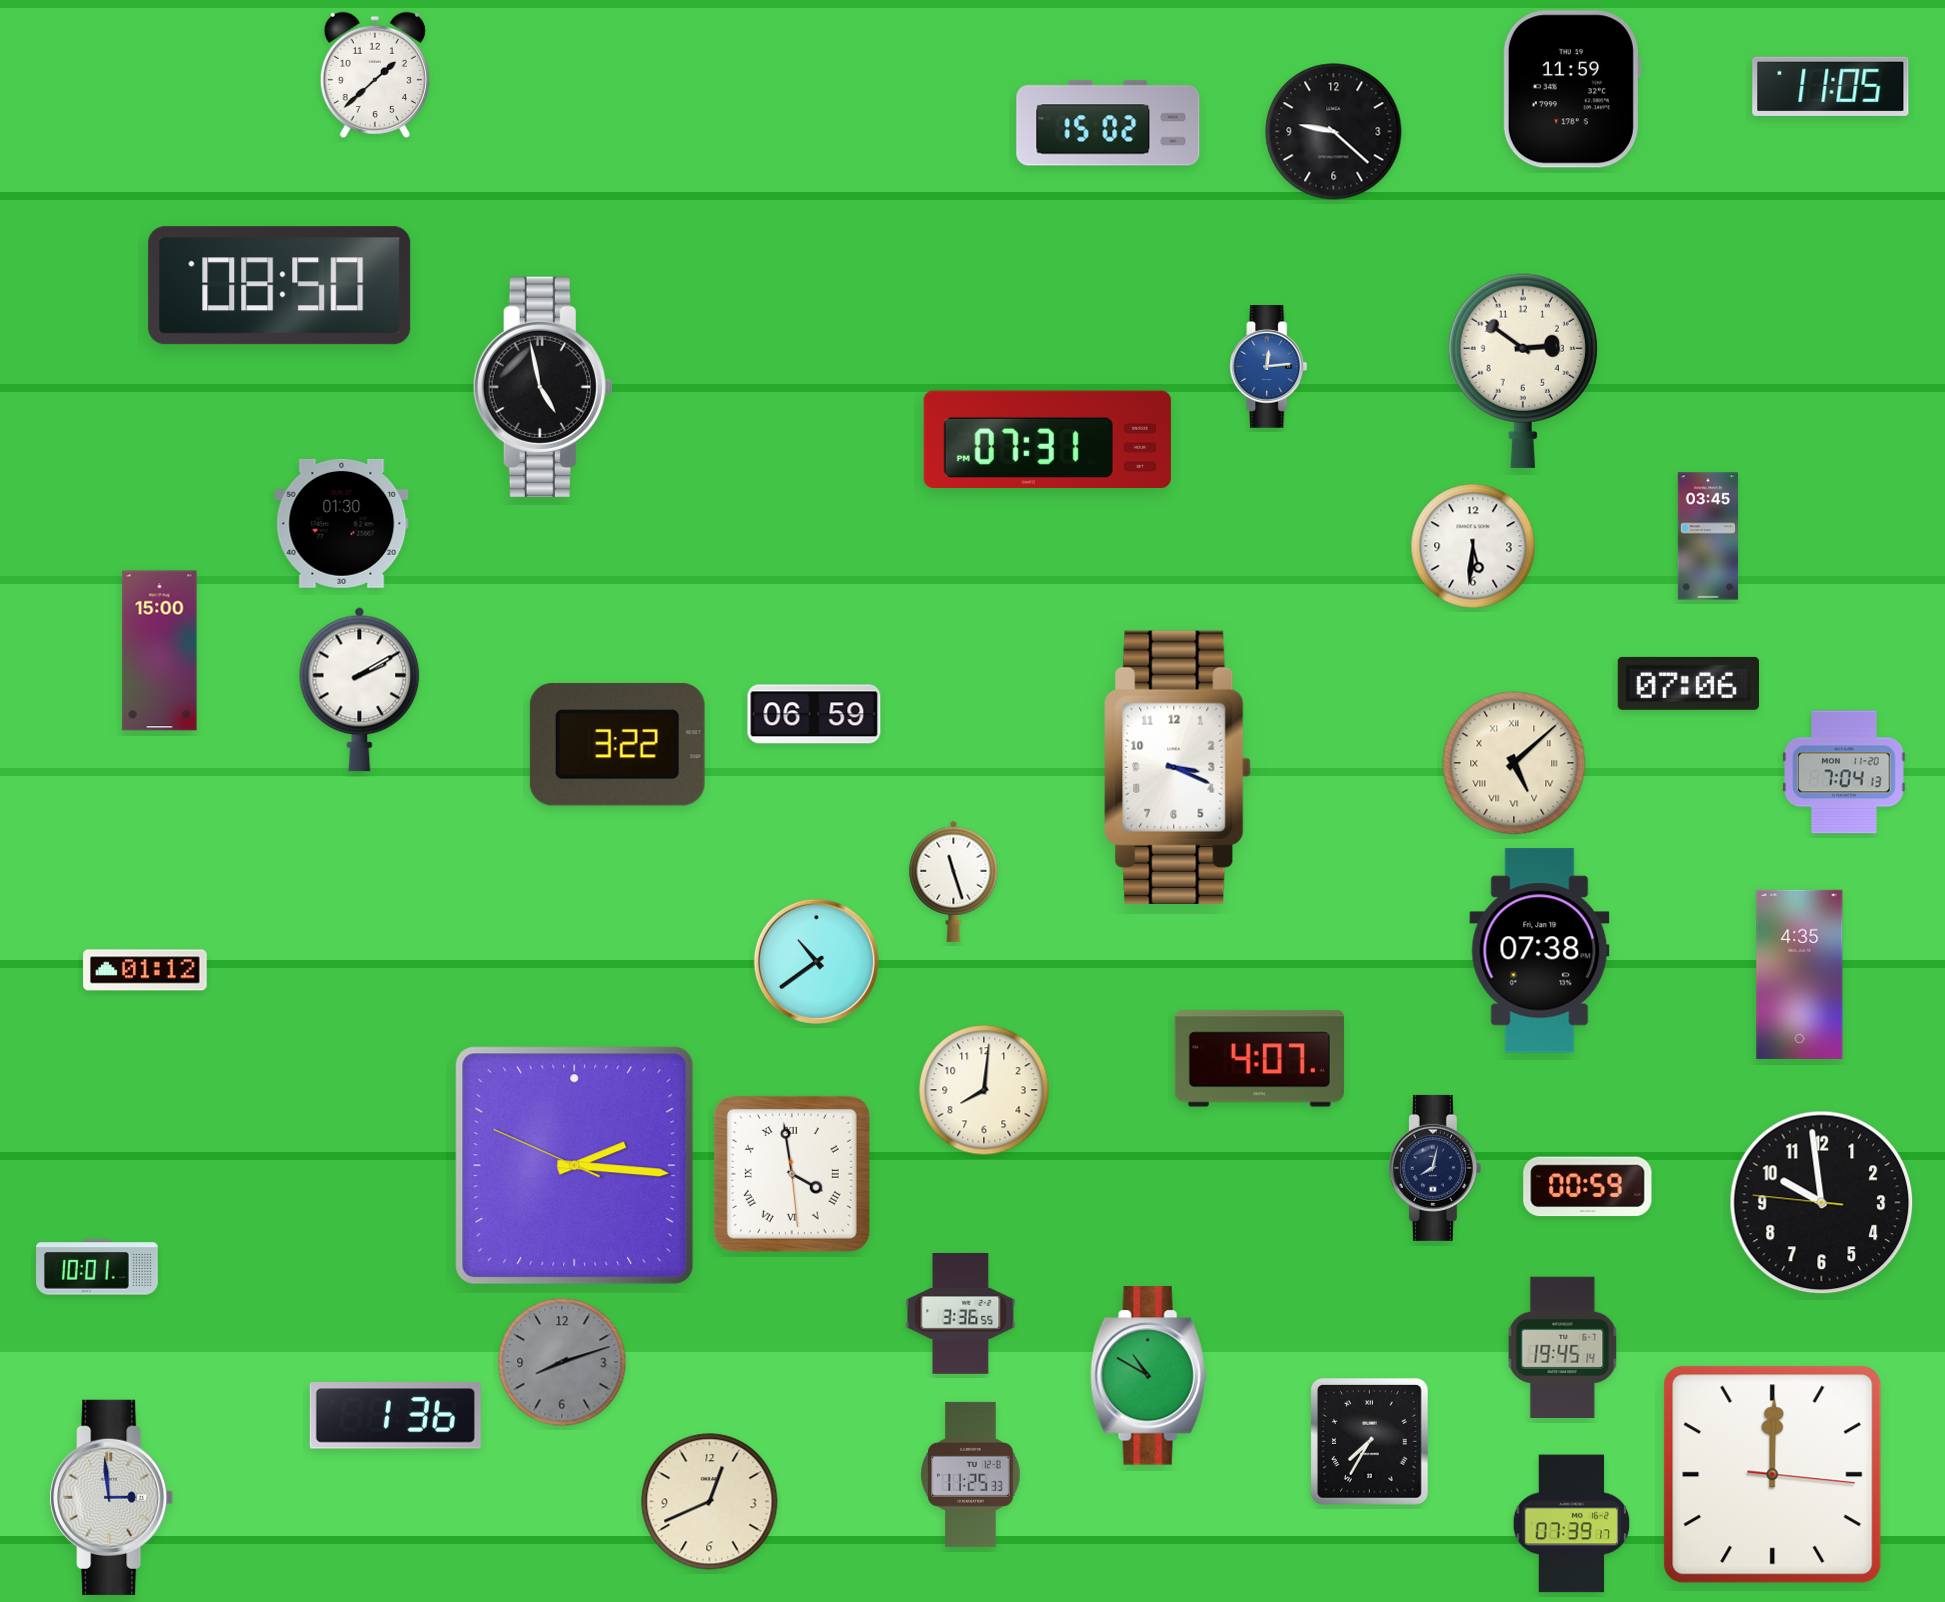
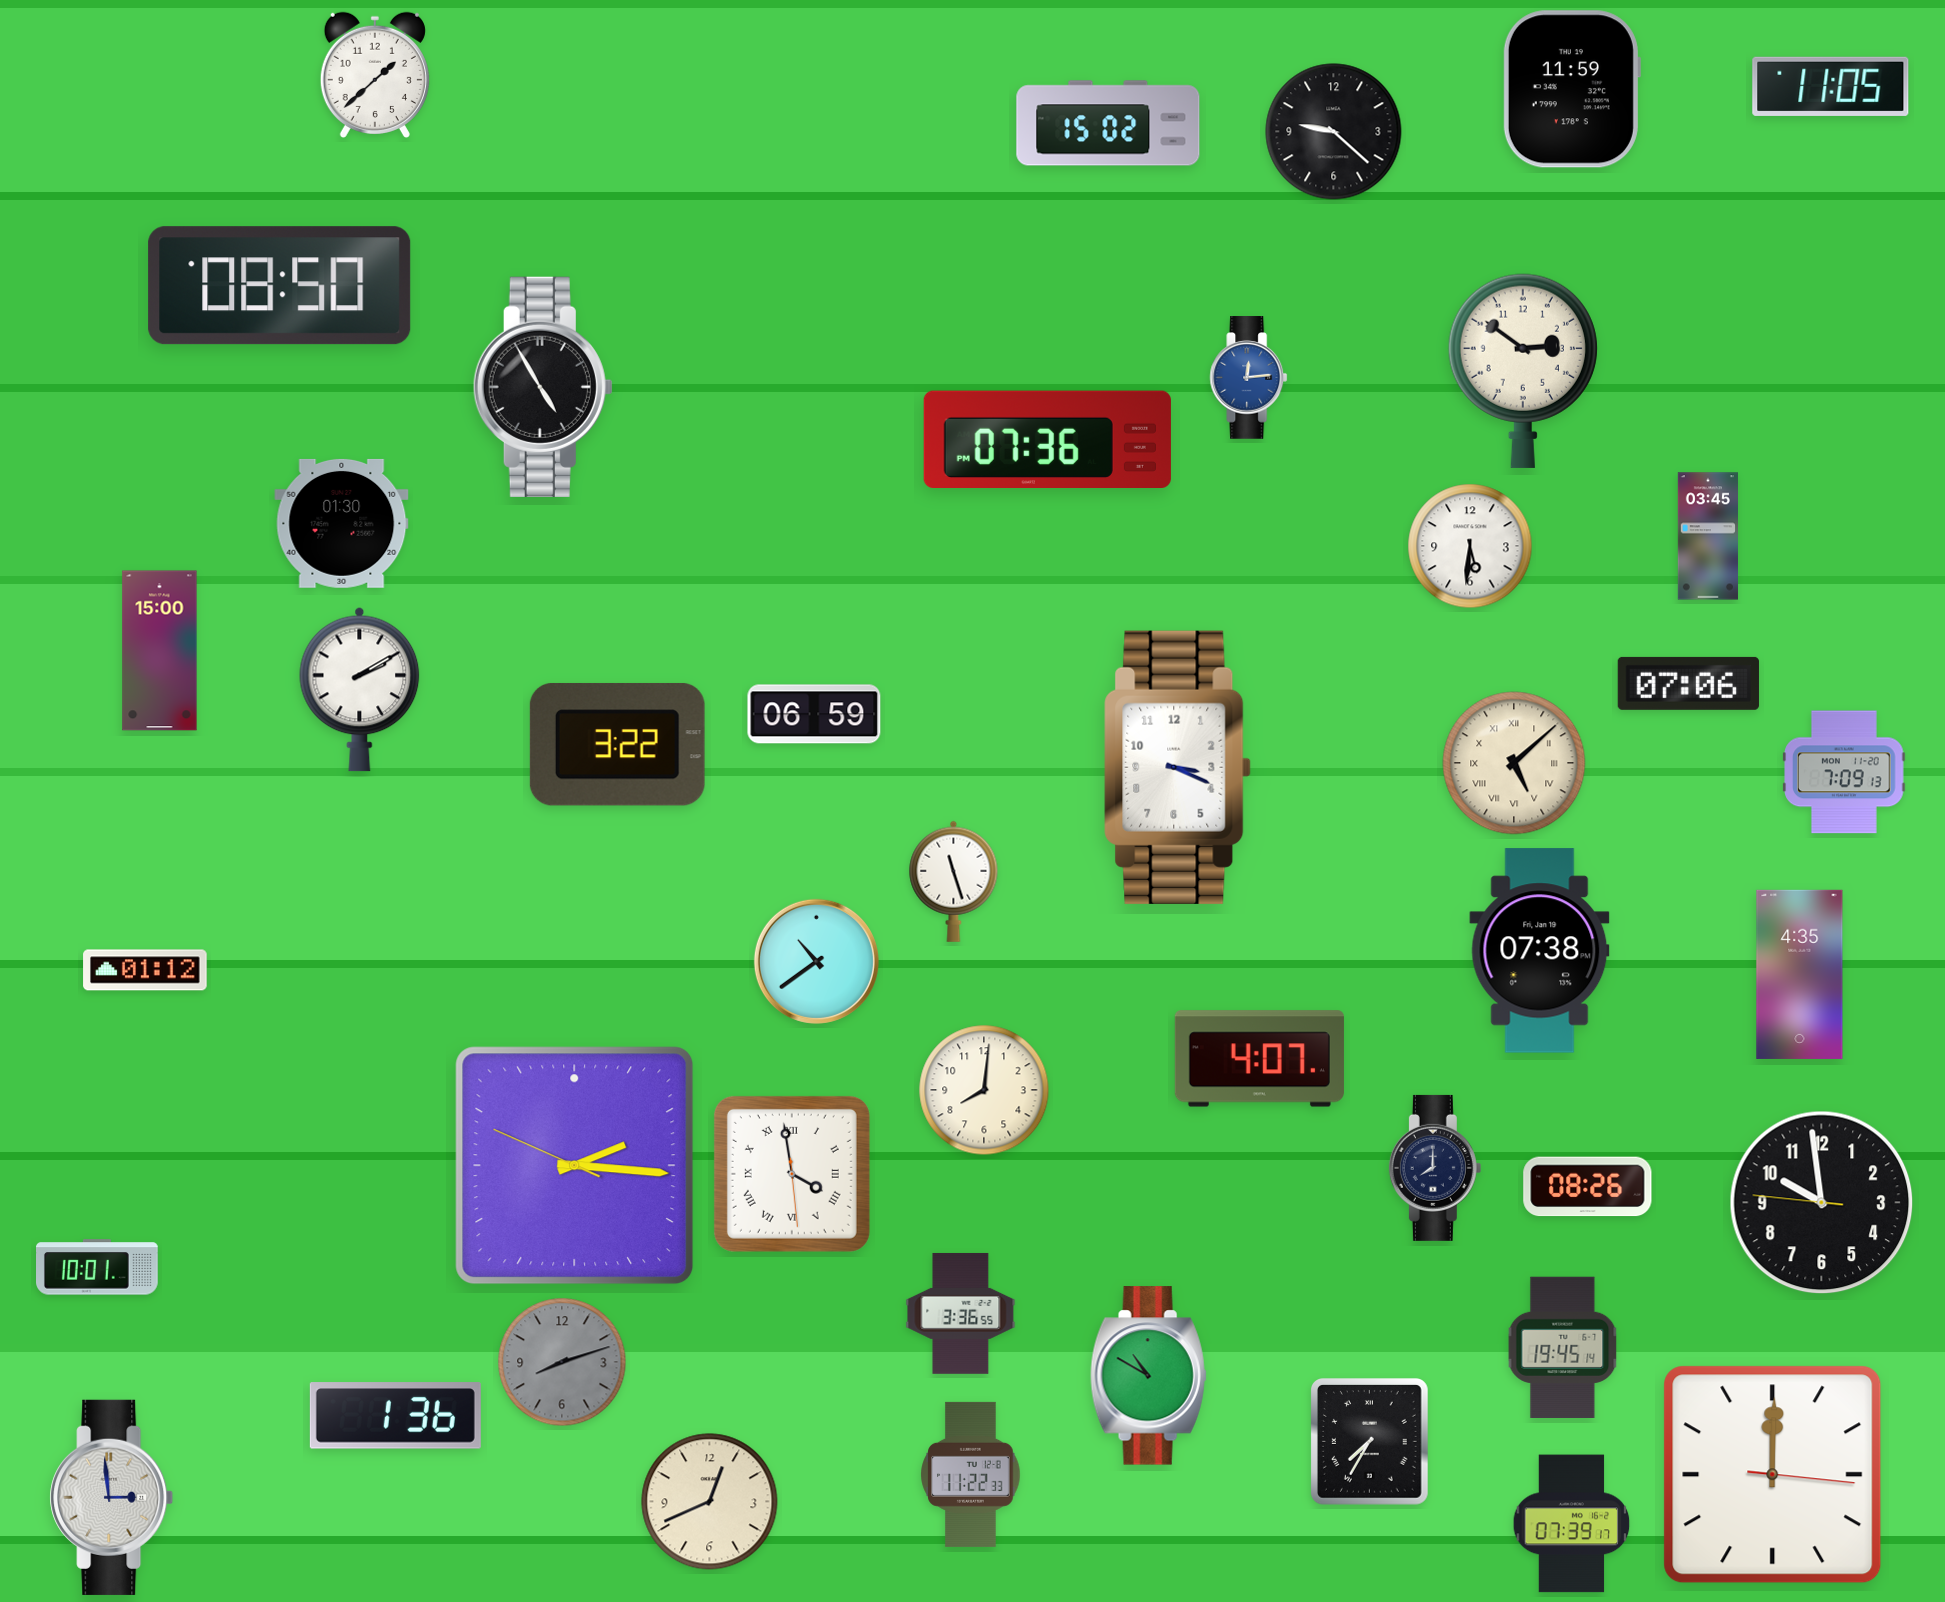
clock at (1269, 367) position: (1269, 367) -> (1249, 378)
clock at (543, 387): 4:58 -> 4:55
clock at (1047, 440): 07:31 -> 07:36
clock at (1473, 546) position: (1473, 546) -> (1470, 546)
clock at (1844, 772): 7:04 -> 7:09
clock at (1435, 1168): 8:02 -> 8:00
clock at (1588, 1187): 00:59 -> 08:26
clock at (971, 1474): 11:25 -> 11:22
